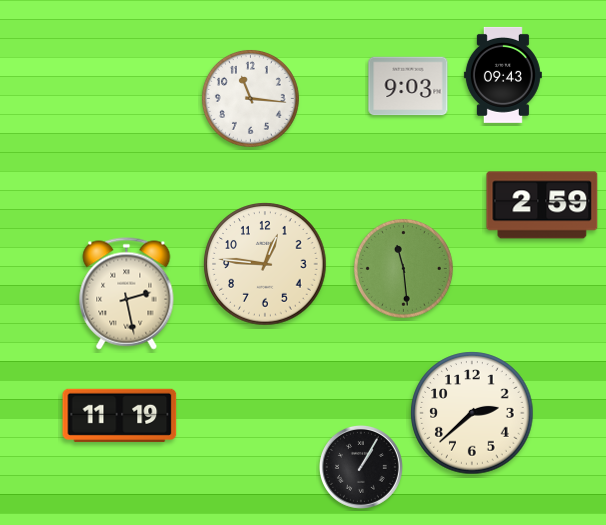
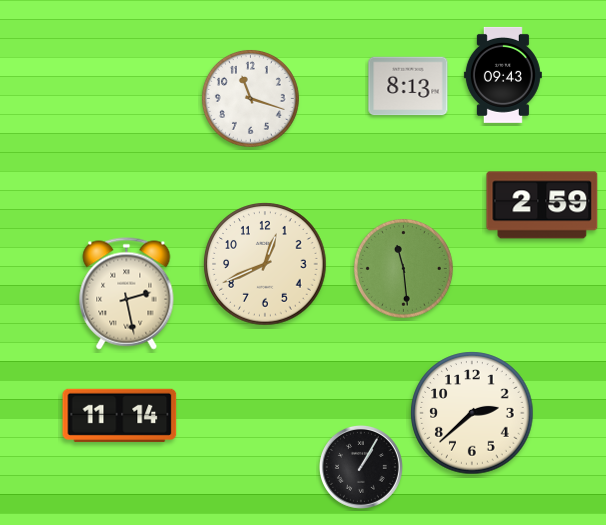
clock at (408, 86): 9:03 -> 8:13
clock at (250, 98): 11:16 -> 11:18
clock at (265, 264): 12:46 -> 12:41
clock at (120, 415): 11:19 -> 11:14
